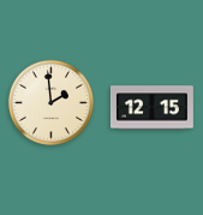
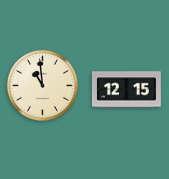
clock at (50, 102): 1:59 -> 10:59
